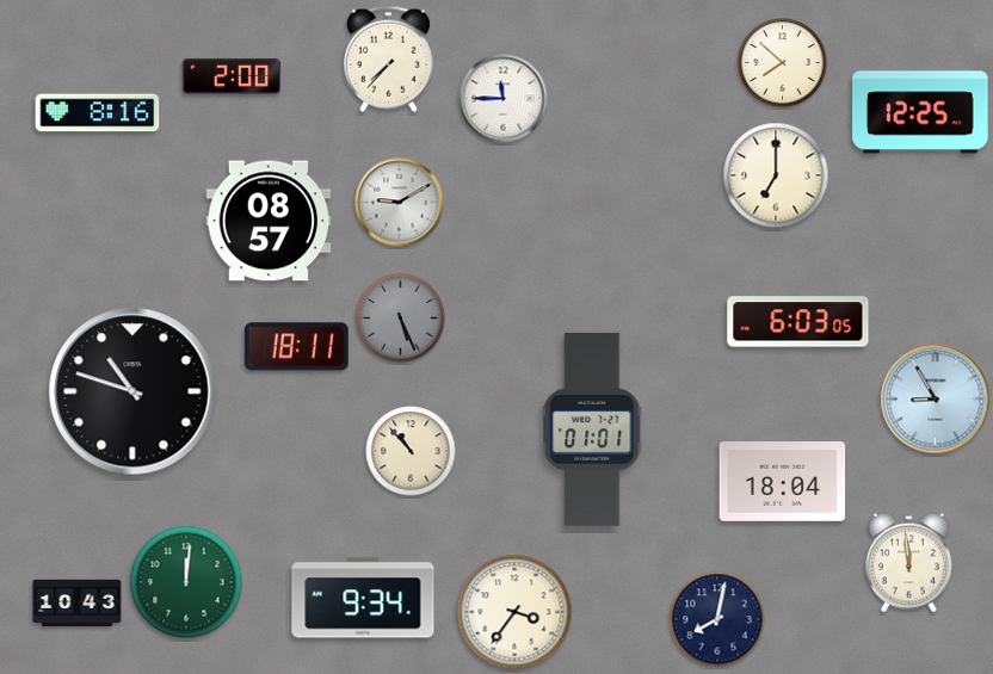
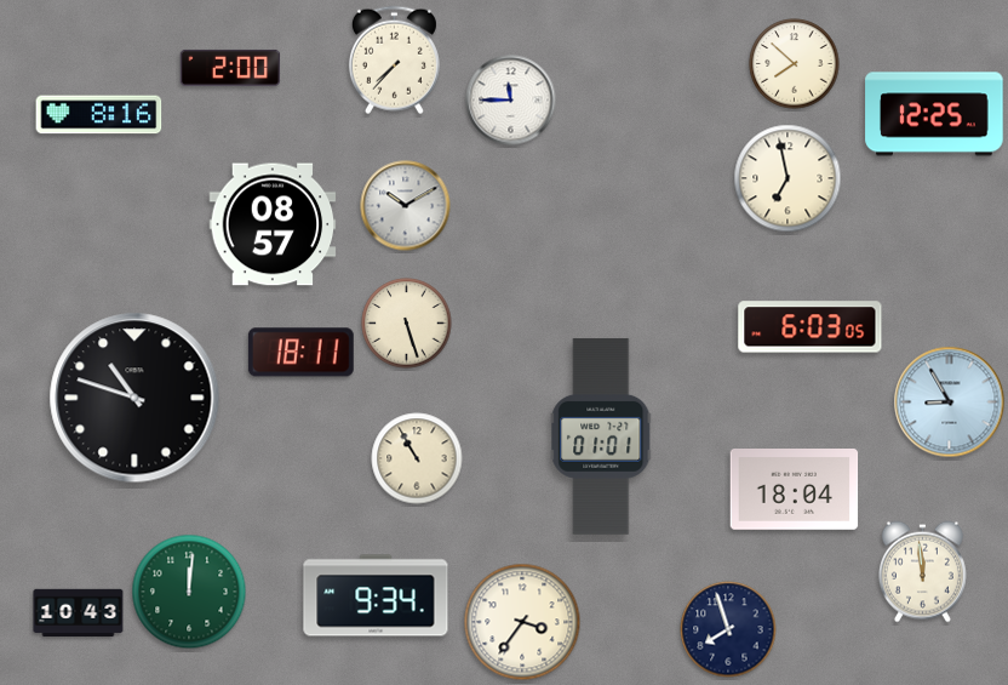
clock at (232, 76) position: (232, 76) -> (230, 68)
clock at (776, 175): 7:00 -> 6:58
clock at (400, 203): 9:10 -> 10:10
clock at (401, 319): 5:26 -> 5:27
clock at (401, 319) dial: grey -> cream
clock at (936, 400) position: (936, 400) -> (950, 403)
clock at (411, 451): 10:53 -> 10:55
clock at (363, 598) position: (363, 598) -> (376, 595)
clock at (717, 619): 8:02 -> 7:57
